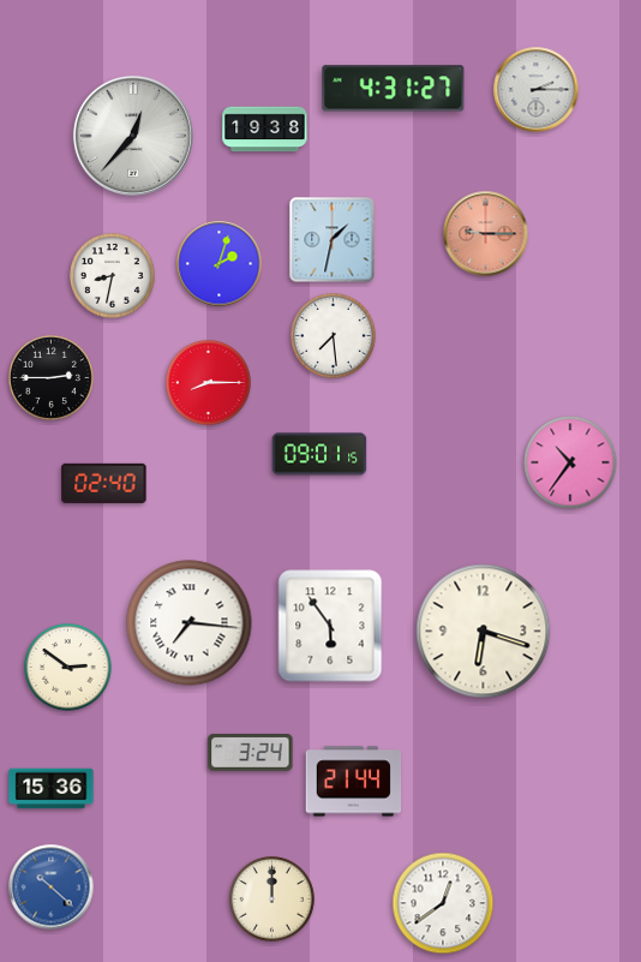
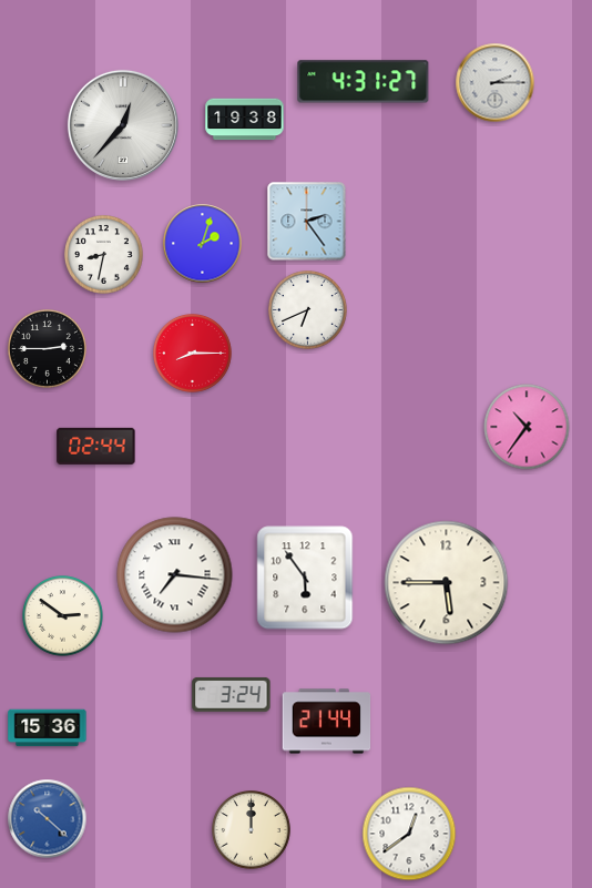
clock at (486, 234): 9:15 -> none
clock at (333, 240): 1:32 -> 2:24
clock at (334, 336): 7:29 -> 6:41
clock at (319, 454): 09:01 -> none
clock at (104, 483): 02:40 -> 02:44
clock at (484, 632): 6:18 -> 5:45
